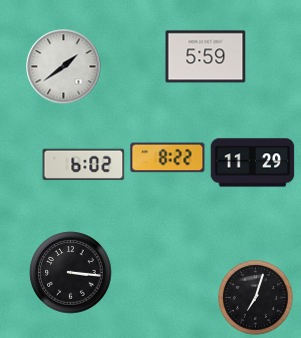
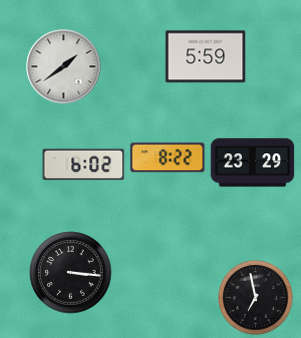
clock at (253, 163): 11:29 -> 23:29
clock at (256, 298): 7:03 -> 6:58
